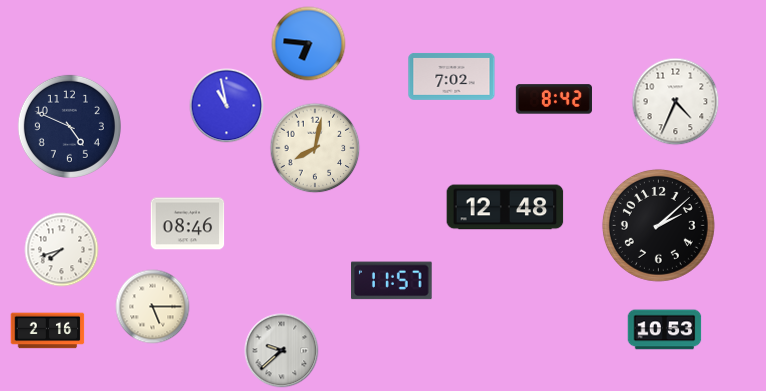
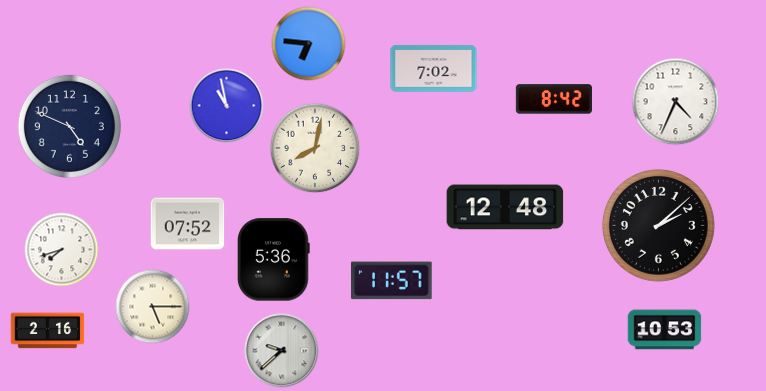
clock at (452, 76) position: (452, 76) -> (434, 68)
clock at (188, 224): 08:46 -> 07:52
clock at (274, 260): none -> 5:36
